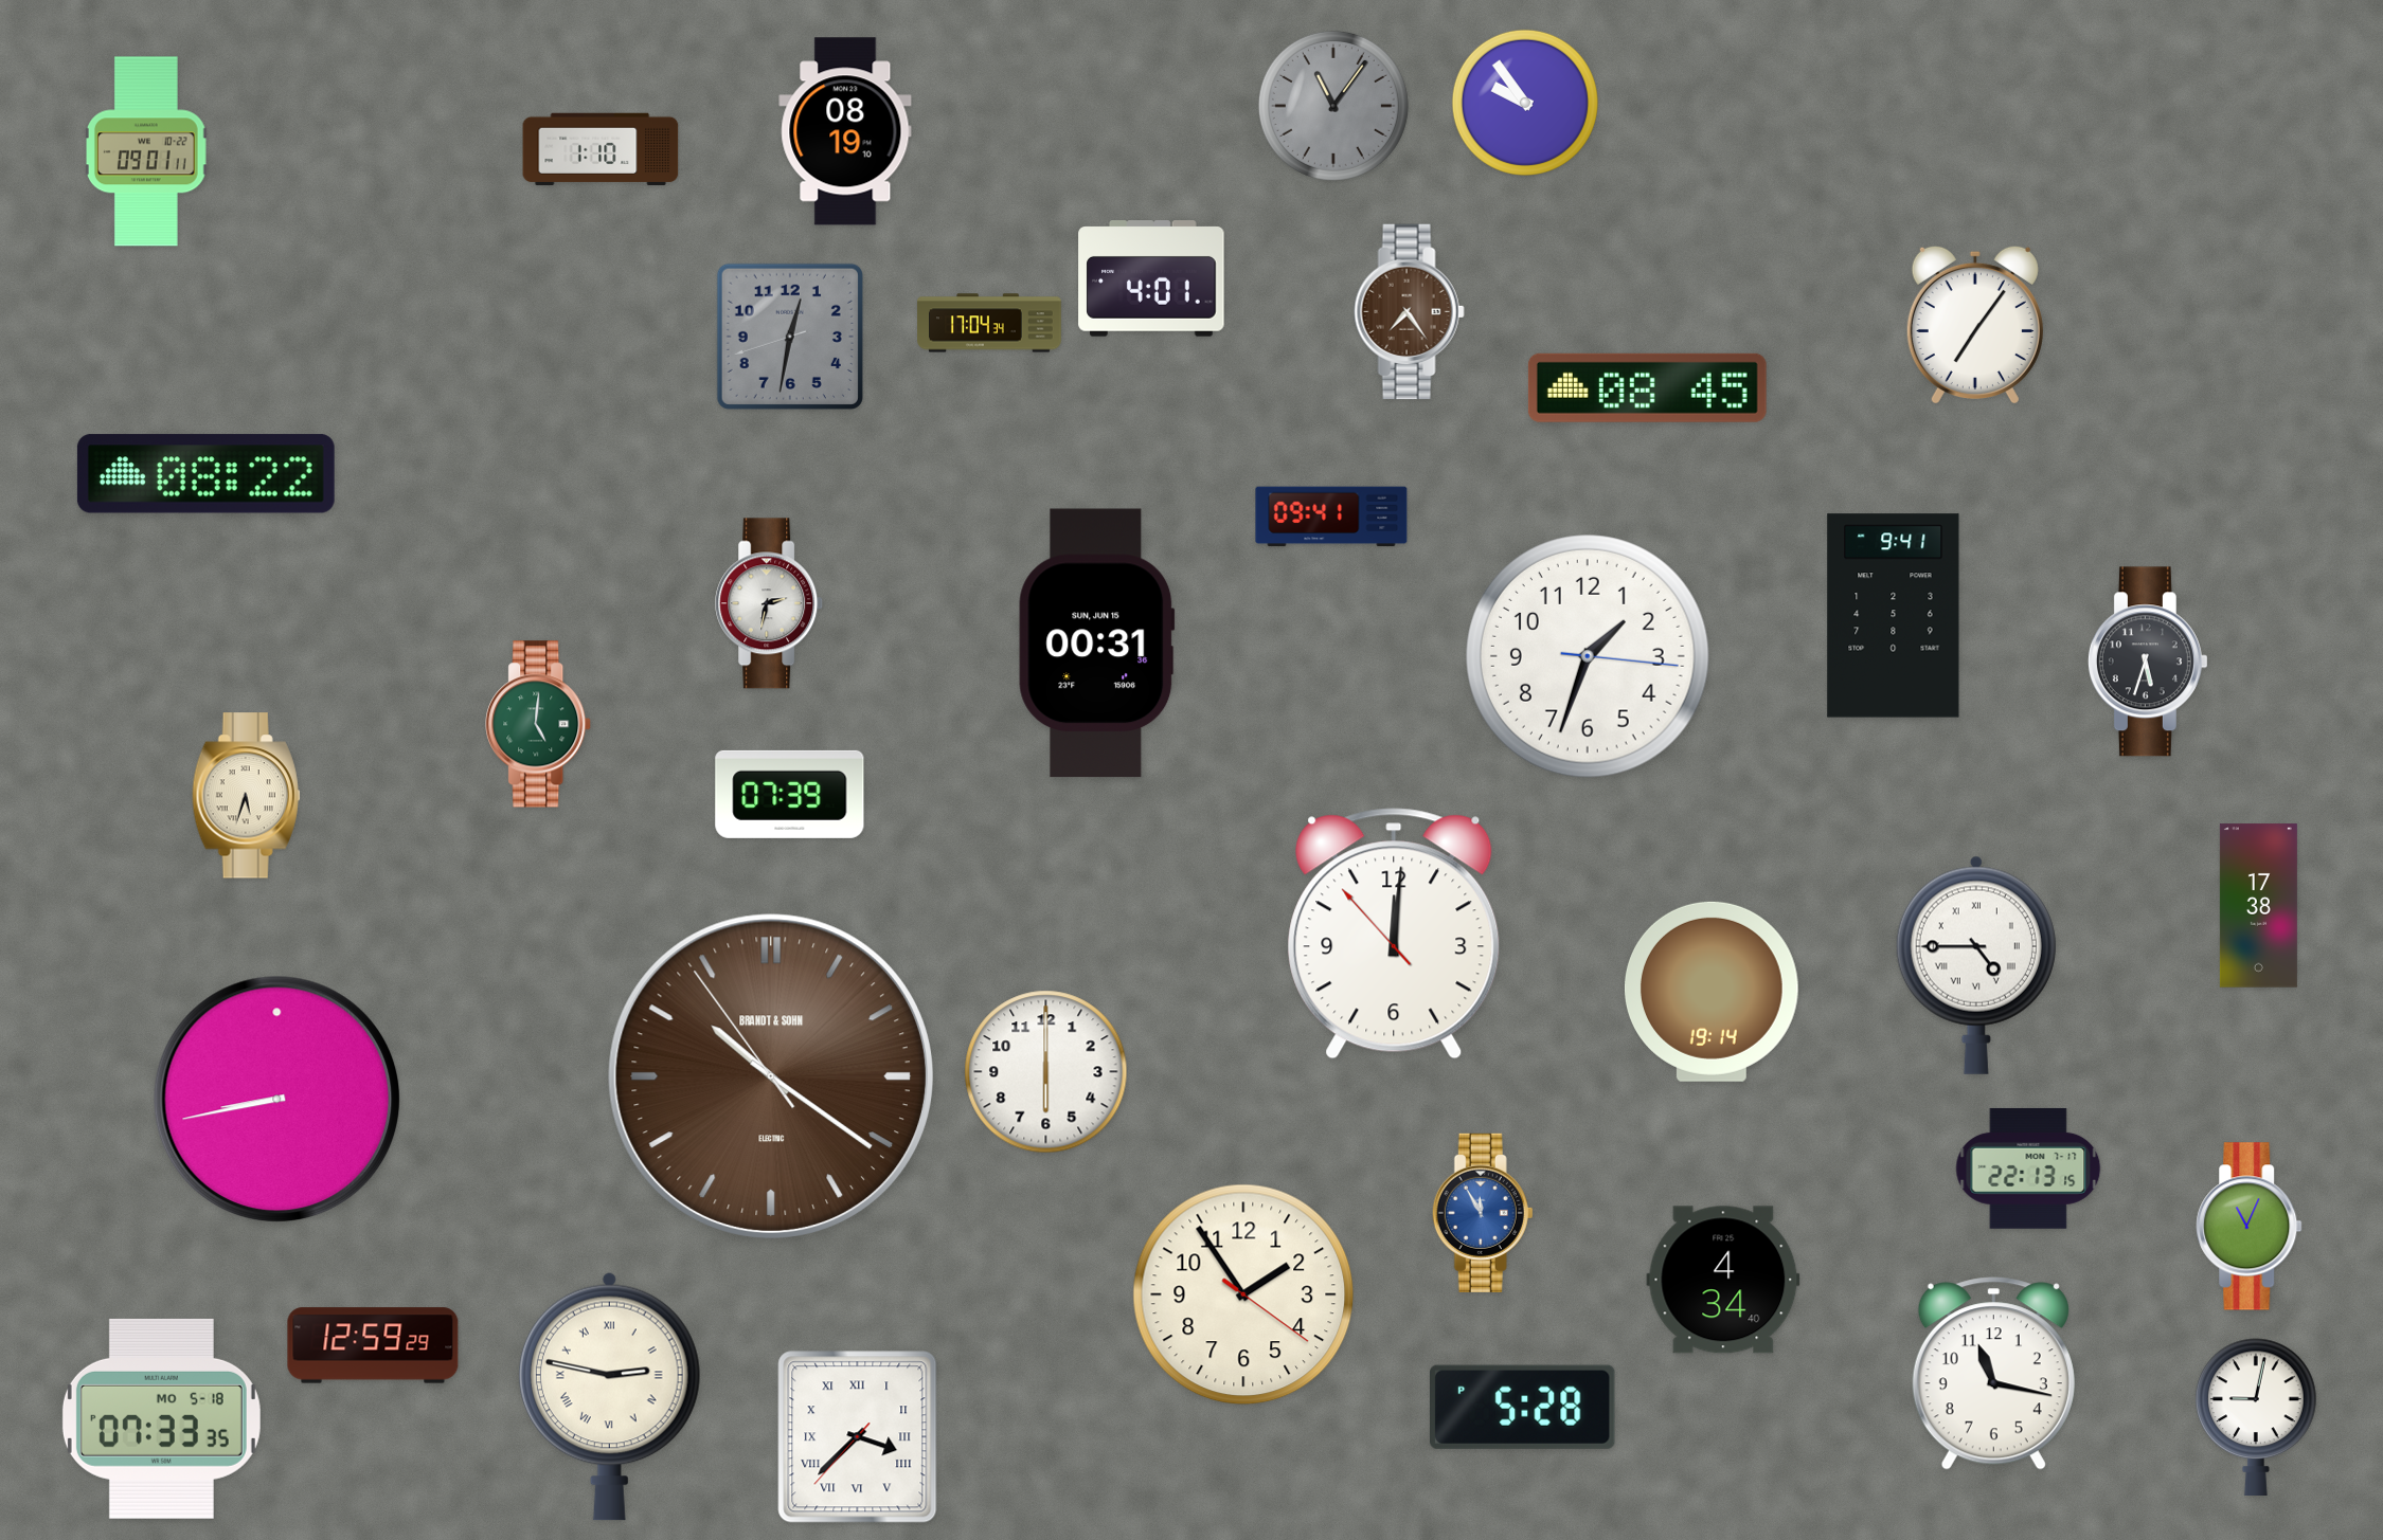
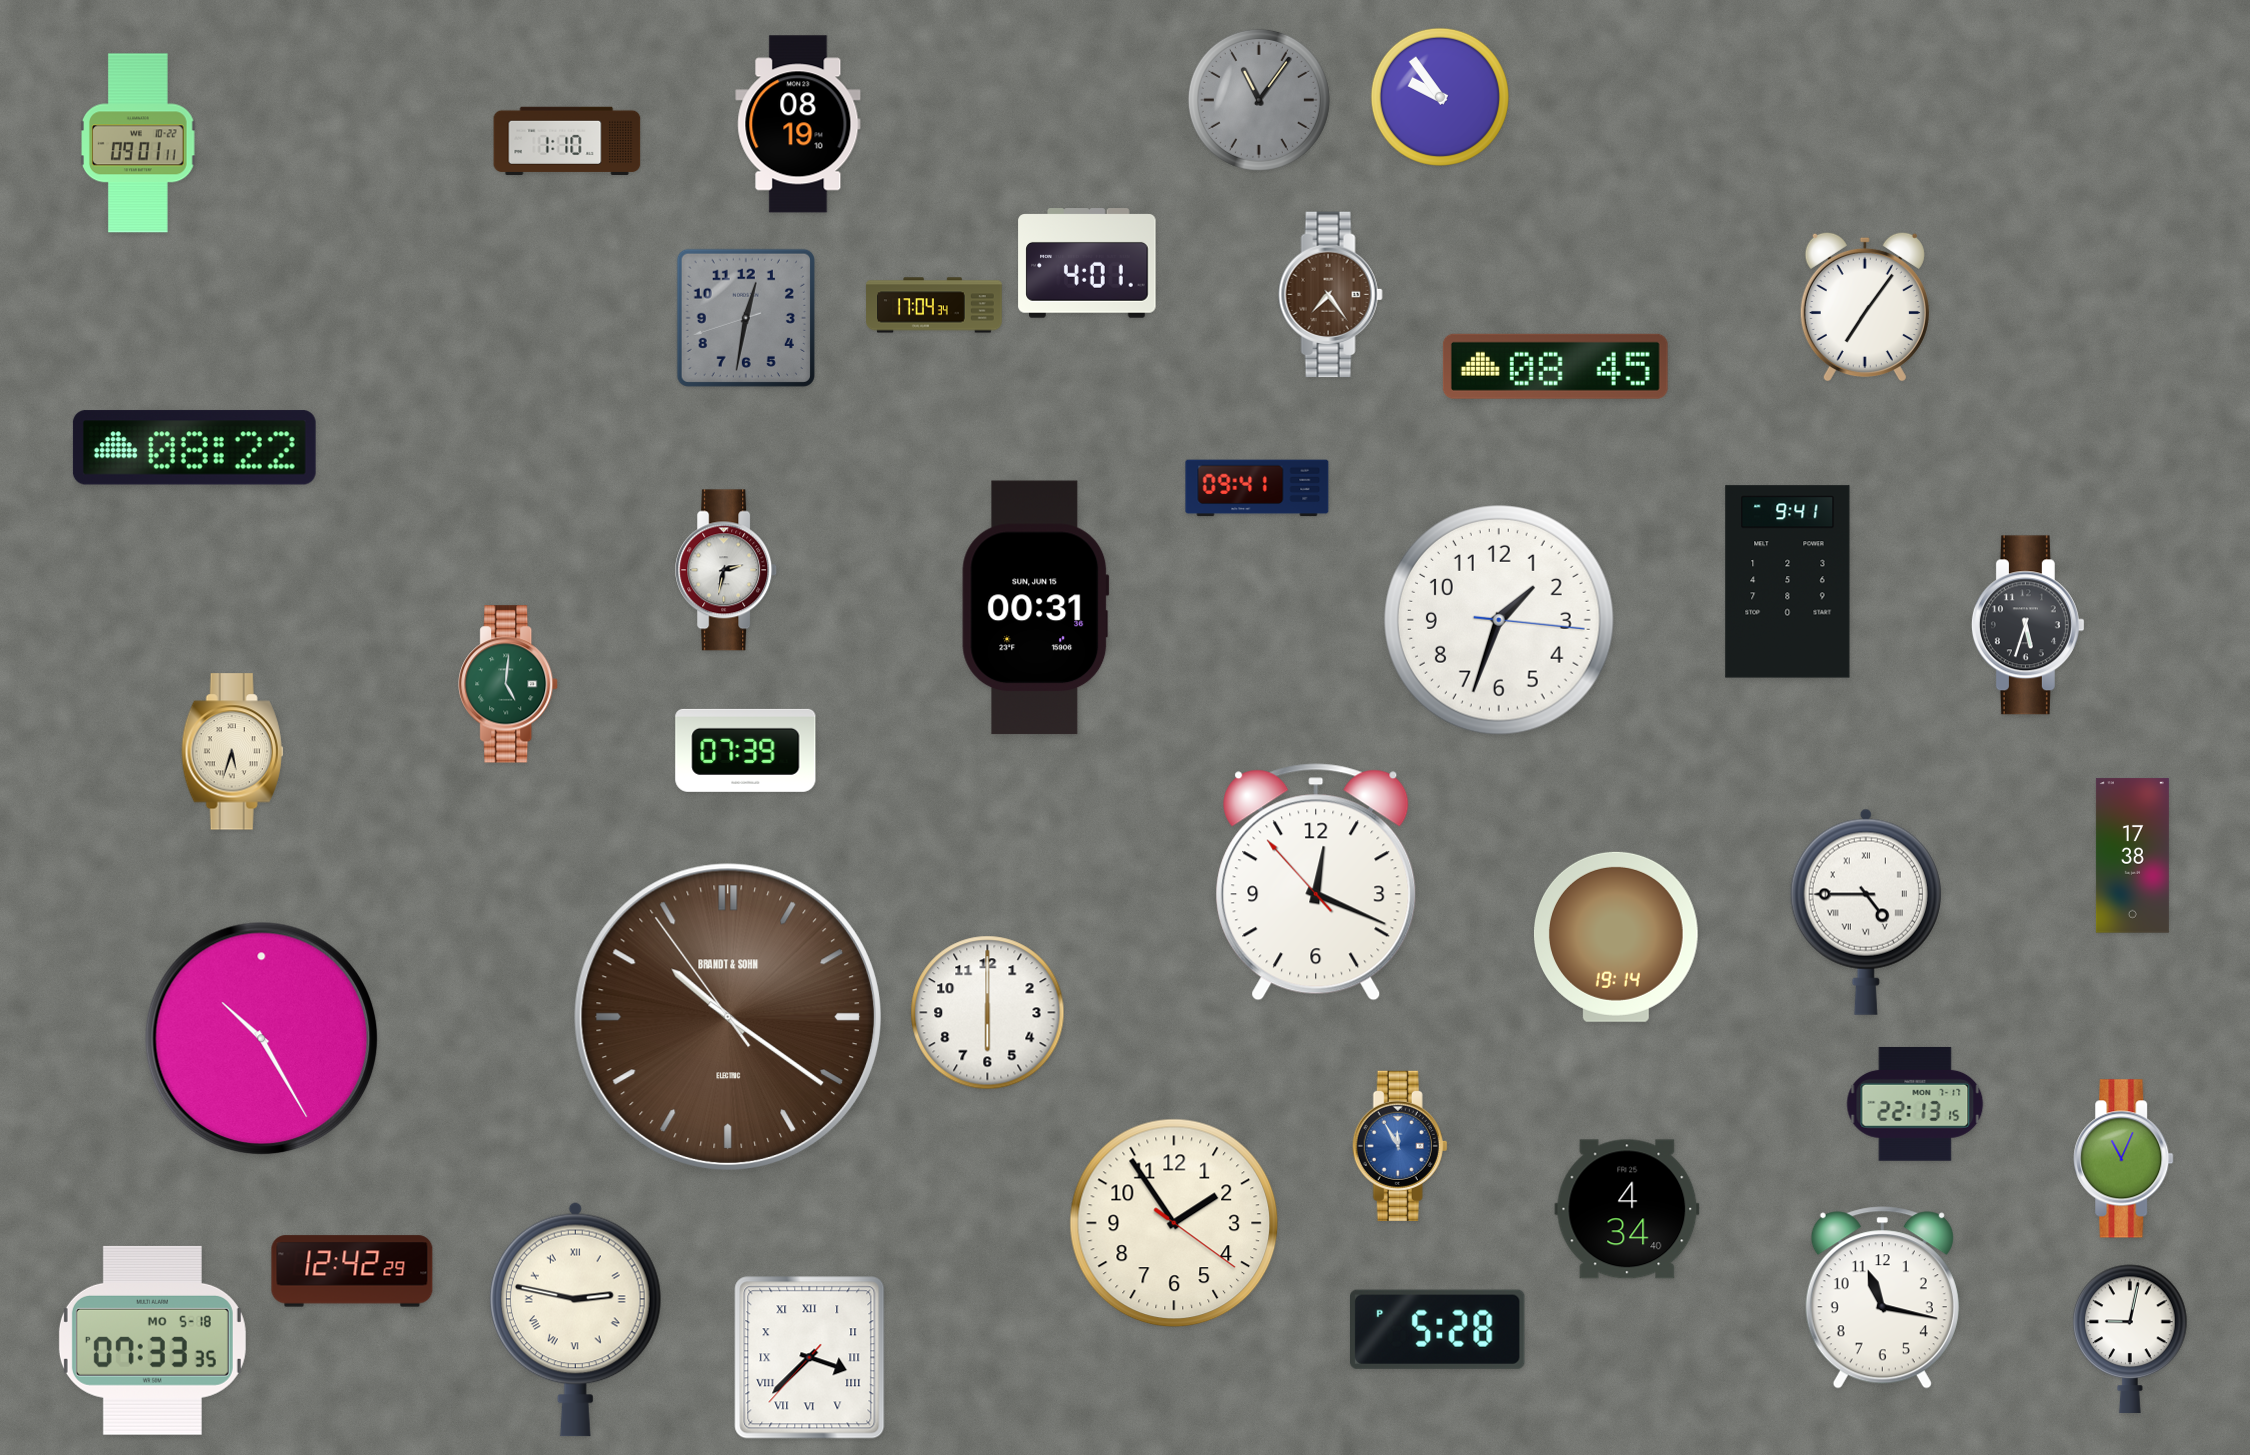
clock at (1394, 934): 12:00 -> 12:18
clock at (277, 1100): 8:43 -> 10:25
clock at (373, 1345): 12:59 -> 12:42
